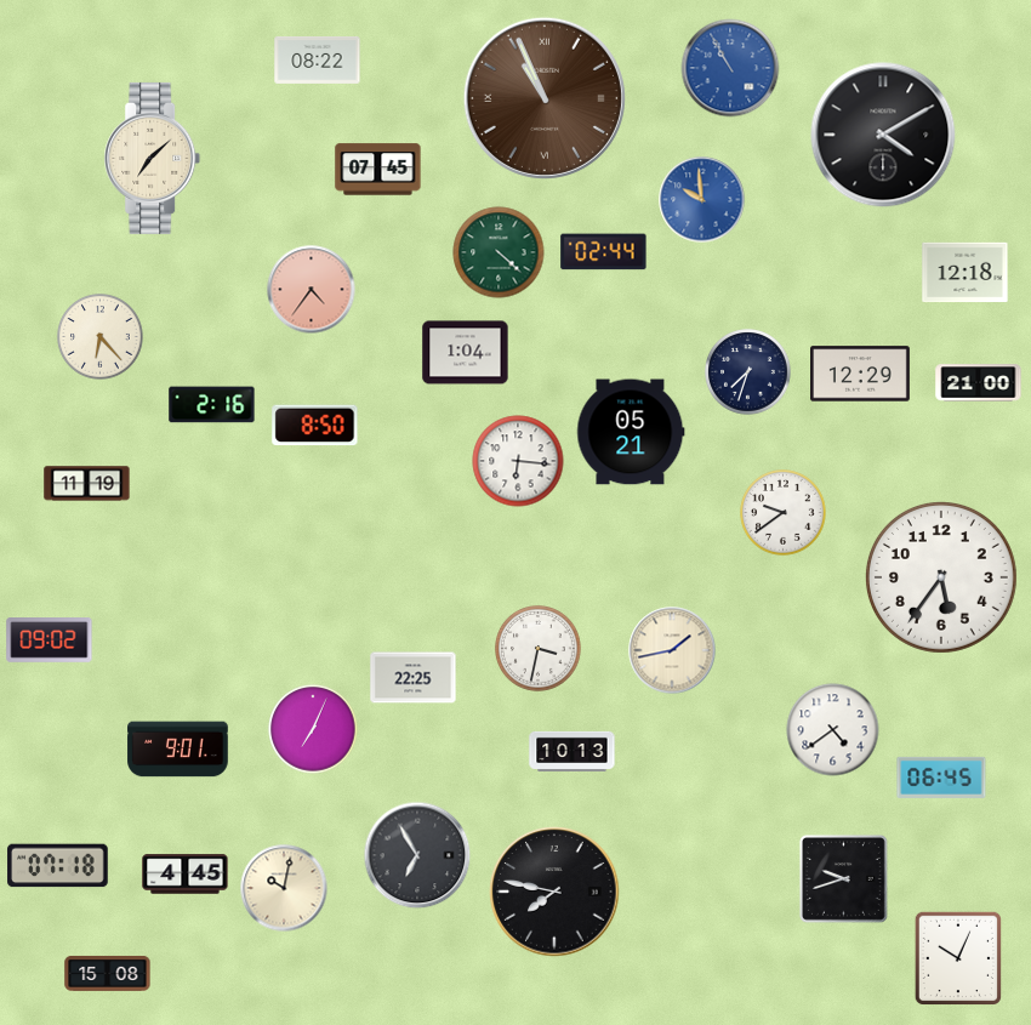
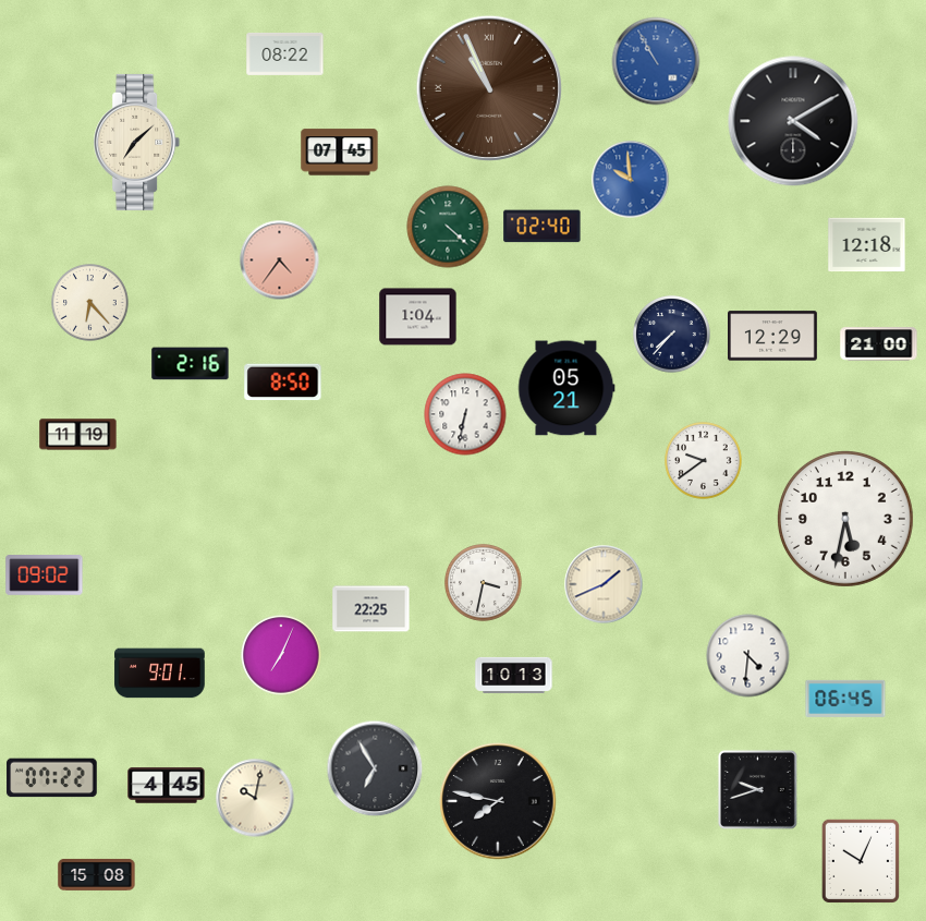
clock at (604, 252): 02:44 -> 02:40
clock at (748, 372): 7:33 -> 7:37
clock at (518, 461): 6:16 -> 6:32
clock at (941, 577): 5:36 -> 5:32
clock at (672, 650): 1:43 -> 1:41
clock at (833, 730): 4:39 -> 4:31
clock at (58, 866): 07:18 -> 07:22
